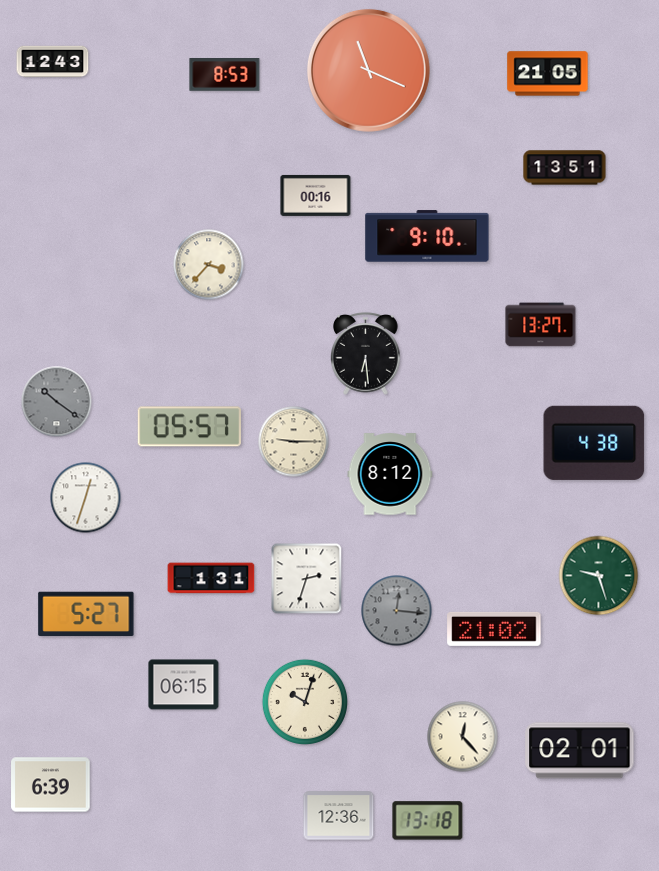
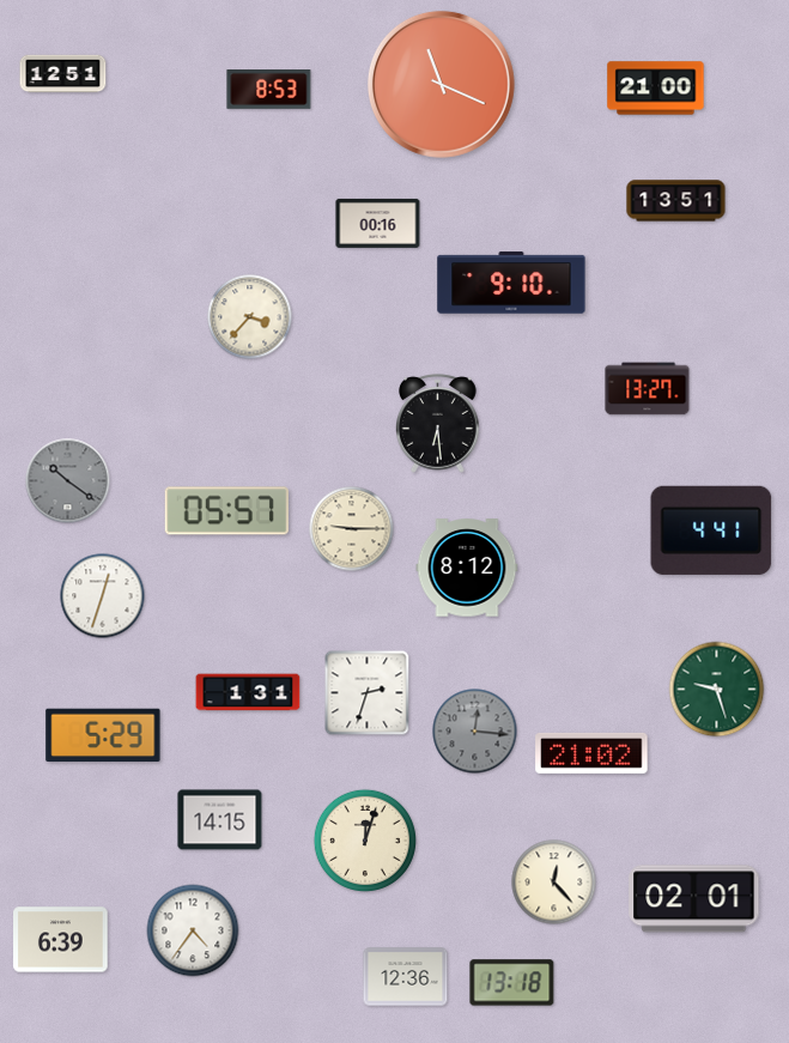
clock at (53, 62): 12:43 -> 12:51
clock at (548, 74): 21:05 -> 21:00
clock at (316, 195) position: (316, 195) -> (378, 223)
clock at (594, 443): 4:38 -> 4:41
clock at (211, 578) position: (211, 578) -> (248, 692)
clock at (86, 614): 5:27 -> 5:29
clock at (184, 685): 06:15 -> 14:15
clock at (305, 702): 10:03 -> 12:03
clock at (193, 930): none -> 4:36
